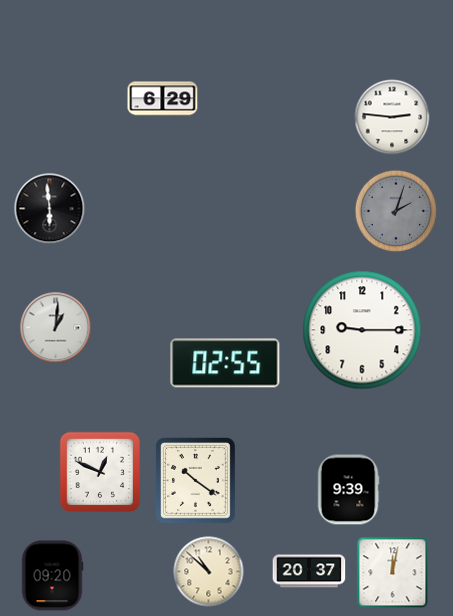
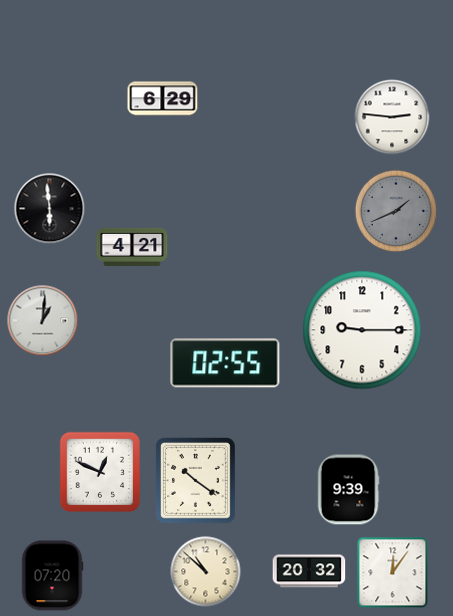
clock at (396, 211): 2:03 -> 1:41
clock at (132, 247): none -> 4:21
clock at (56, 328) position: (56, 328) -> (43, 321)
clock at (309, 571): 20:37 -> 20:32
clock at (209, 572) position: (209, 572) -> (206, 572)
clock at (393, 573): 12:02 -> 12:06
clock at (52, 576): 09:20 -> 07:20
